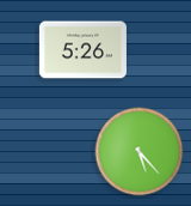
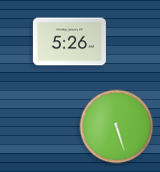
clock at (140, 152): 5:23 -> 5:27
